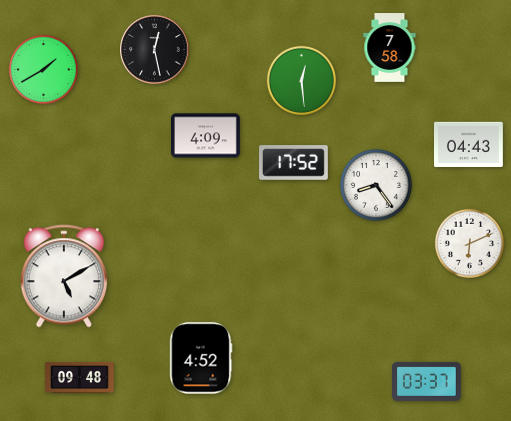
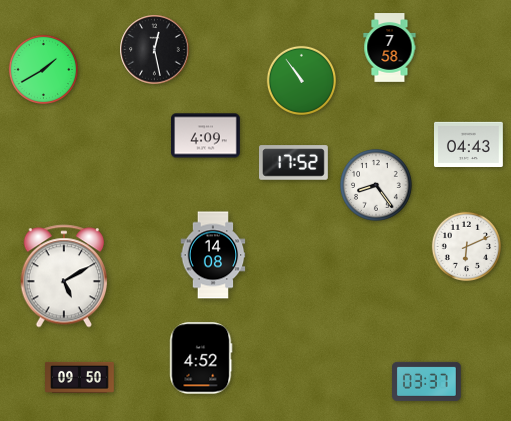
clock at (301, 80): 12:29 -> 10:54
clock at (469, 243) position: (469, 243) -> (466, 246)
clock at (213, 255): none -> 14:08
clock at (80, 377): 09:48 -> 09:50
